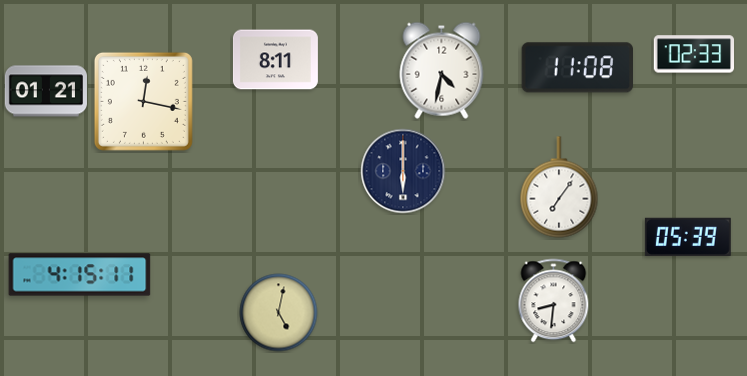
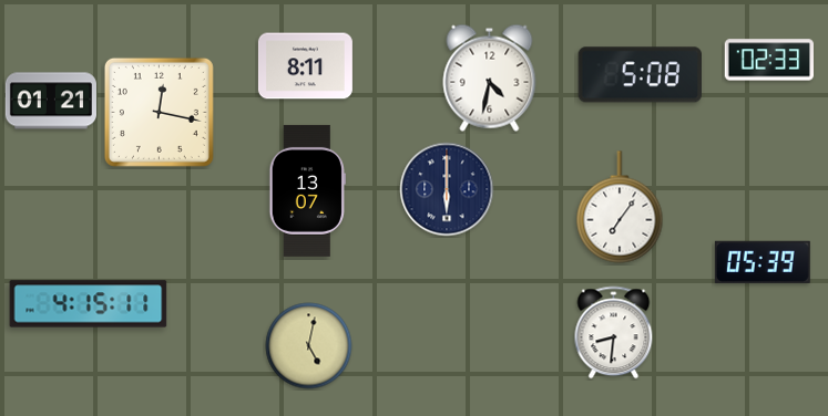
clock at (577, 68): 11:08 -> 5:08
clock at (307, 190): none -> 13:07
